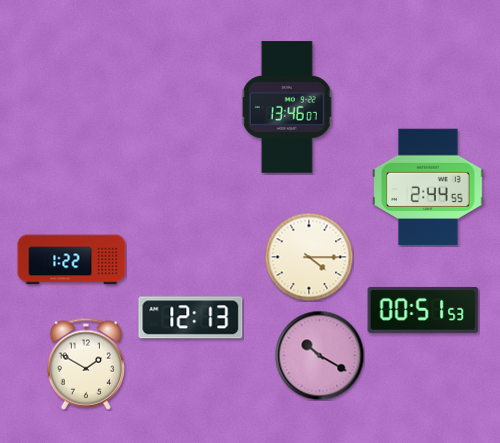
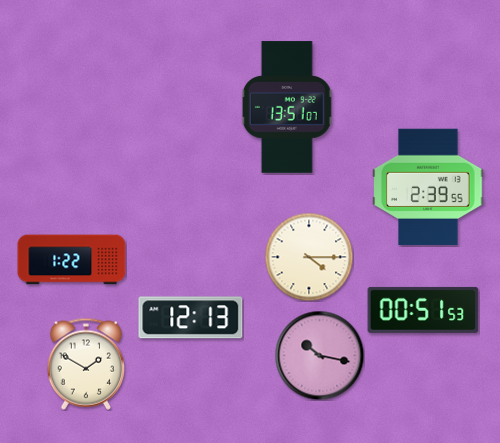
clock at (287, 107): 13:46 -> 13:51
clock at (428, 187): 2:44 -> 2:39
clock at (319, 355): 10:20 -> 10:17
